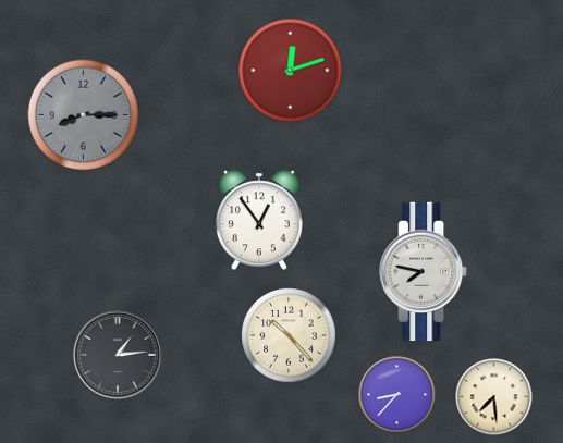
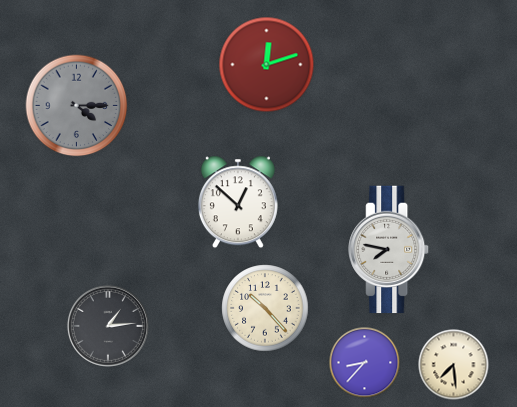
clock at (84, 115): 8:15 -> 4:15
clock at (259, 220): 12:54 -> 12:52
